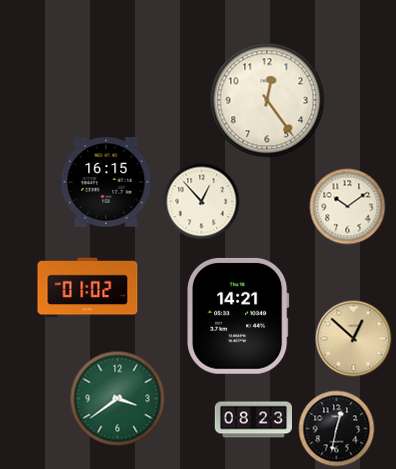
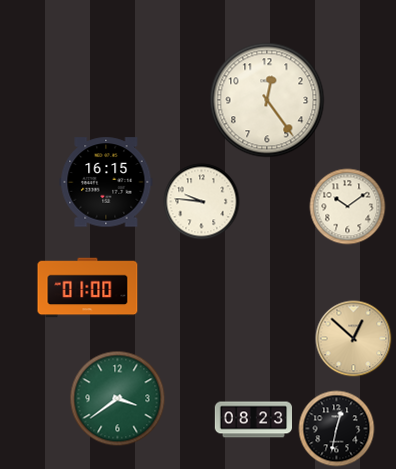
clock at (202, 202): 12:53 -> 9:46
clock at (88, 288): 01:02 -> 01:00
clock at (239, 316): 14:21 -> none
